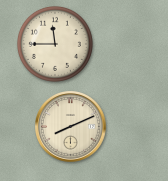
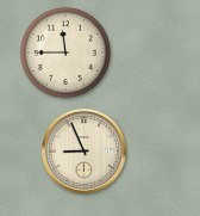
clock at (71, 127): 8:11 -> 8:56
